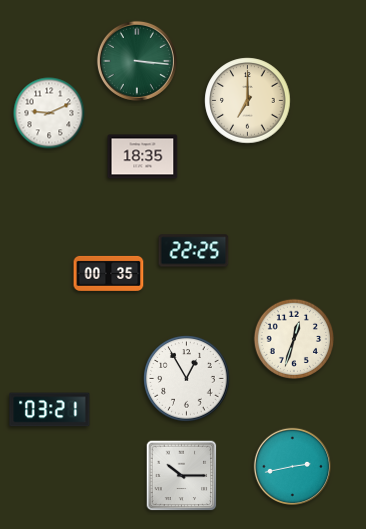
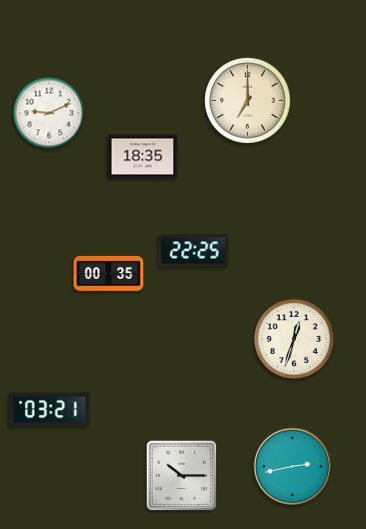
clock at (137, 61): 3:16 -> none
clock at (187, 379): 12:55 -> none
